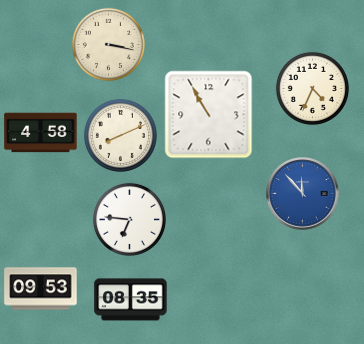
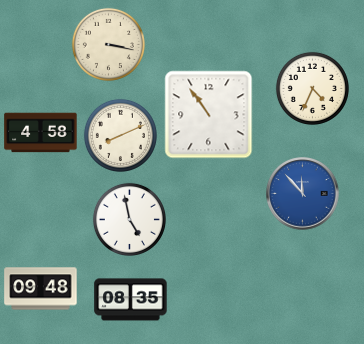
clock at (209, 115): 10:55 -> 10:54
clock at (129, 219): 6:46 -> 4:58
clock at (41, 289): 09:53 -> 09:48
